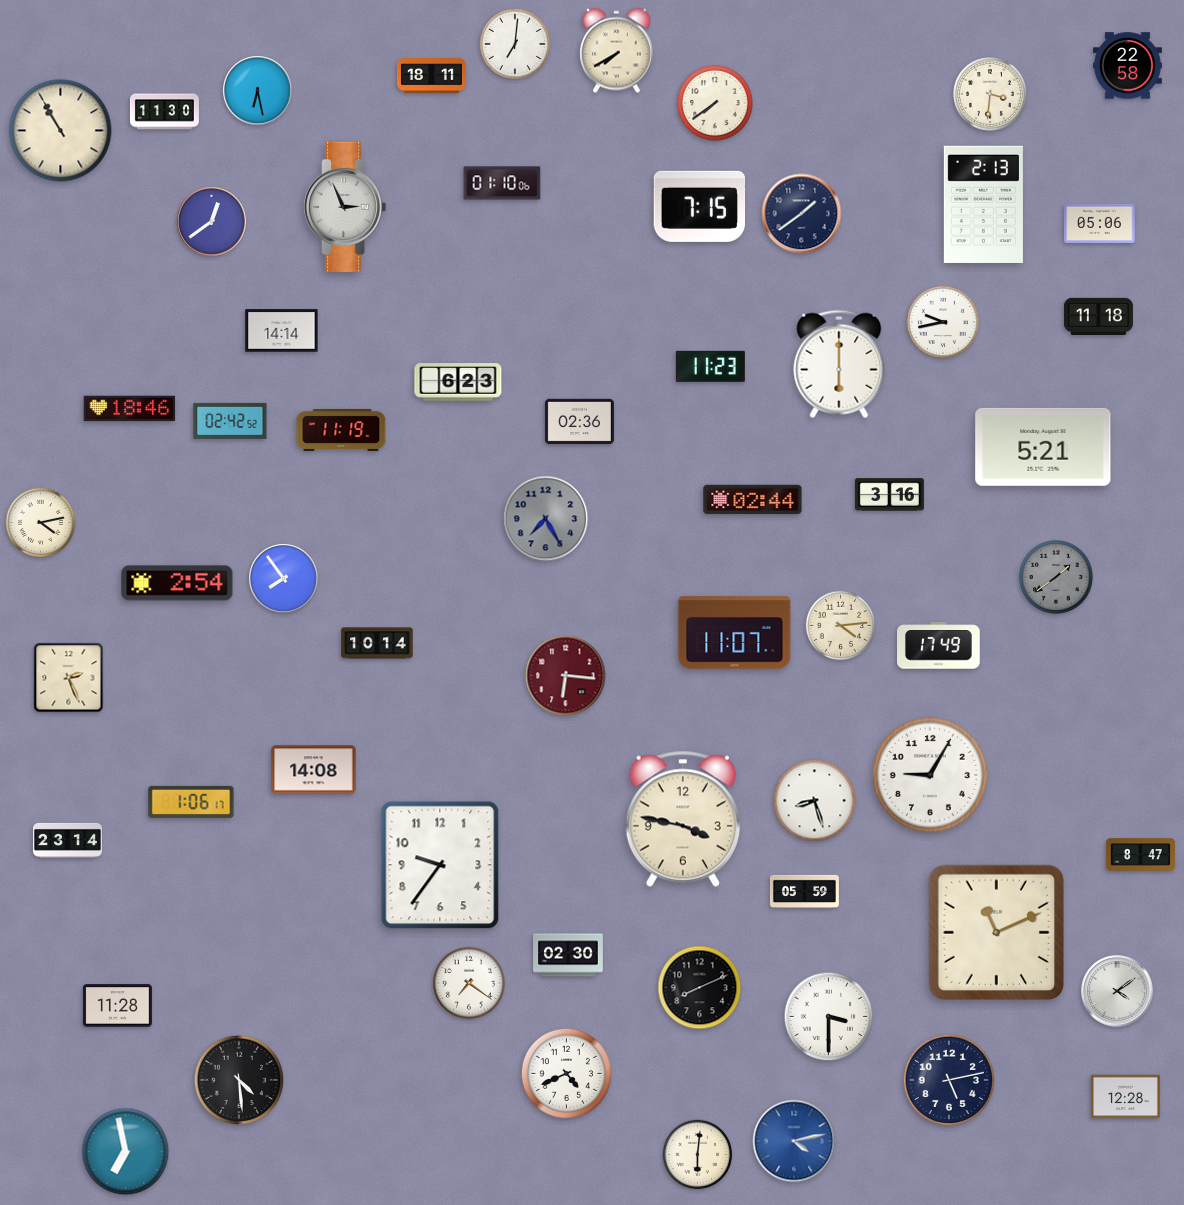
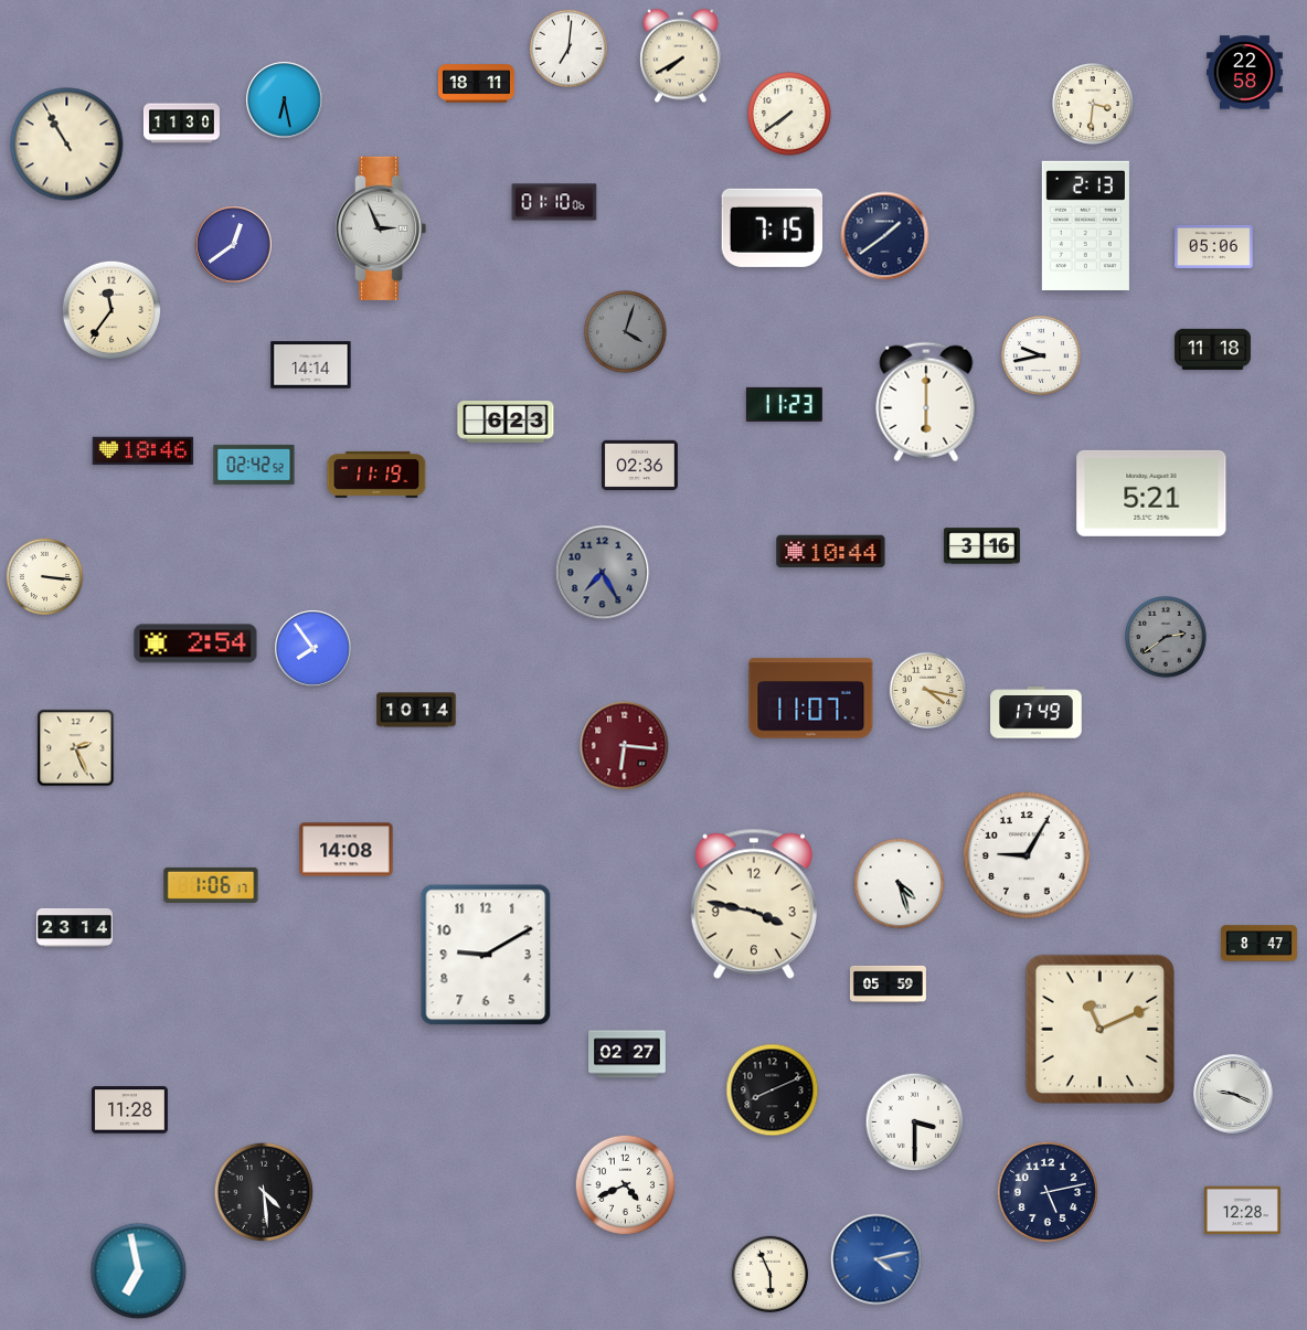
clock at (111, 310): none -> 11:36
clock at (626, 332): none -> 4:03
clock at (753, 500): 02:44 -> 10:44
clock at (41, 523): 4:13 -> 3:16
clock at (1057, 578): 1:39 -> 2:39
clock at (284, 579) position: (284, 579) -> (314, 649)
clock at (841, 626): 4:14 -> 4:17
clock at (815, 801): 8:27 -> 4:27
clock at (440, 865): 9:36 -> 9:10
clock at (568, 955): 02:30 -> 02:27
clock at (469, 983): 7:21 -> none
clock at (1117, 991): 4:09 -> 9:19
clock at (698, 1155): 6:01 -> 5:56
